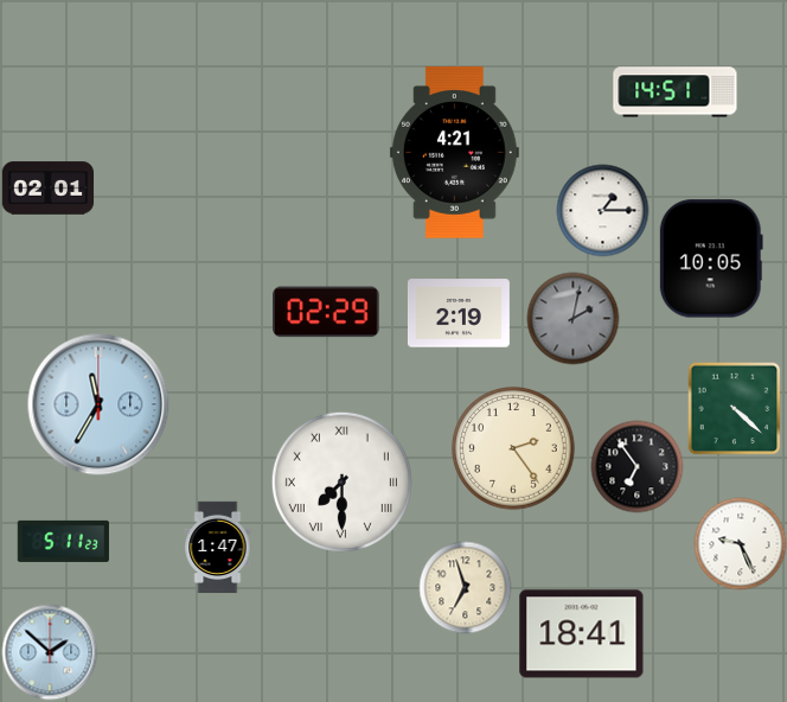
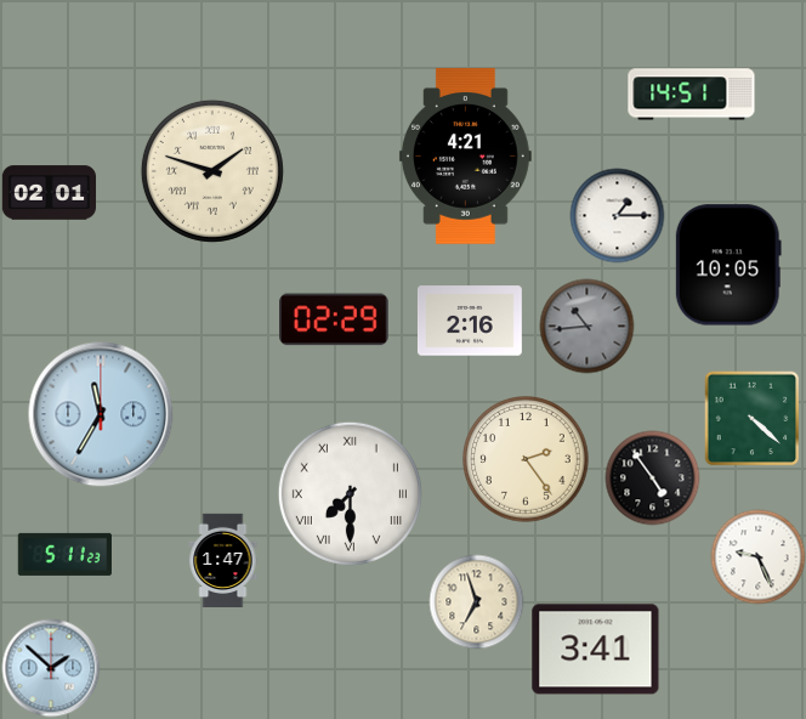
clock at (212, 171): none -> 1:48
clock at (459, 313): 2:19 -> 2:16
clock at (572, 318): 2:02 -> 10:44
clock at (636, 466): 6:54 -> 4:54
clock at (582, 634): 18:41 -> 3:41
